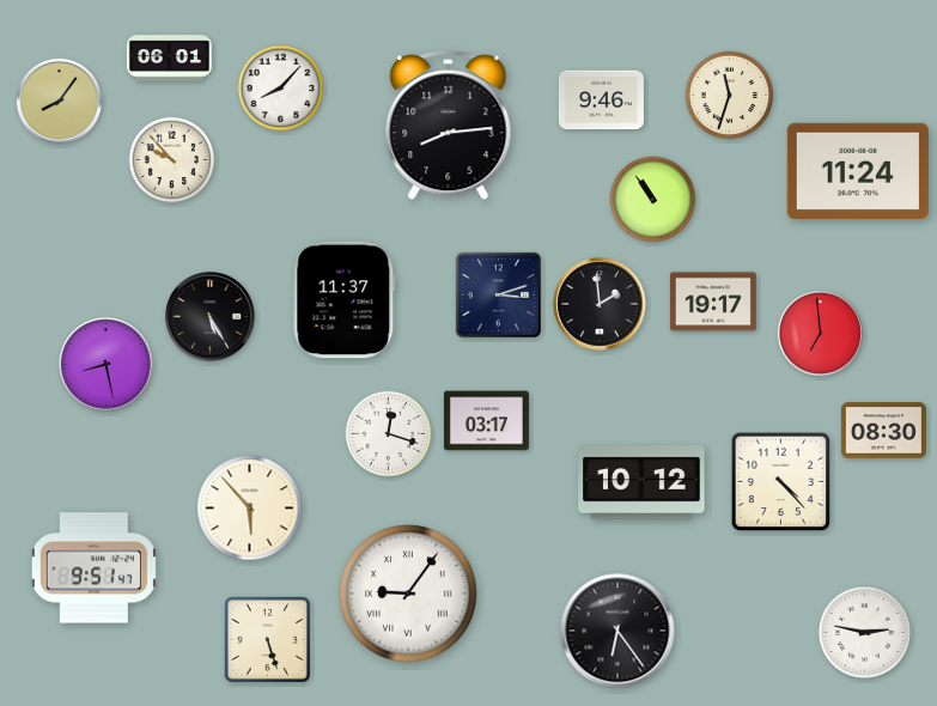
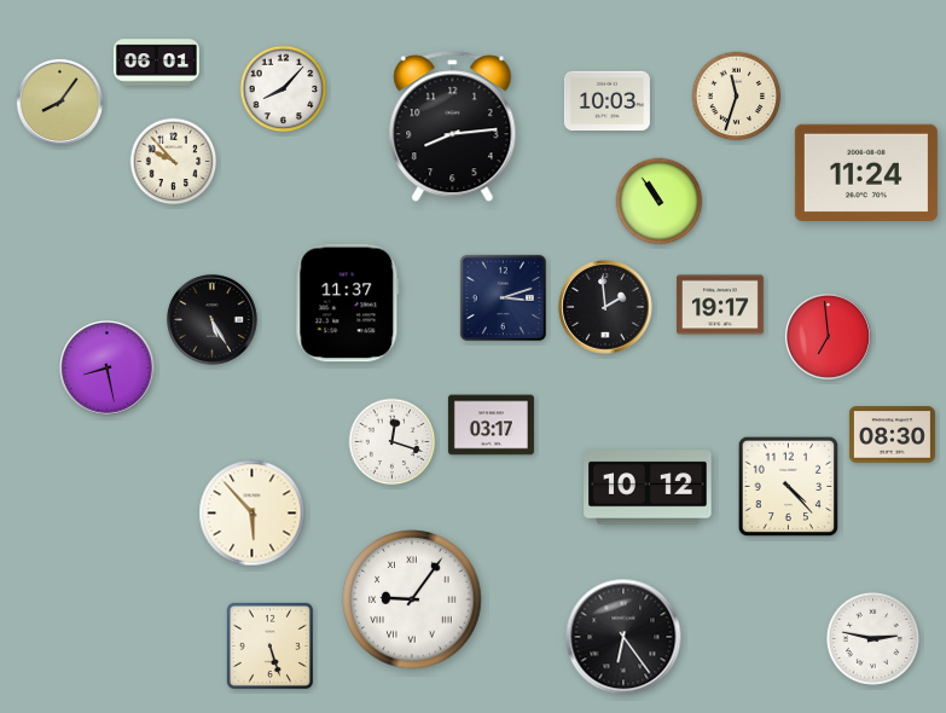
clock at (169, 59) position: (169, 59) -> (156, 63)
clock at (601, 101): 9:46 -> 10:03
clock at (389, 434) position: (389, 434) -> (393, 442)
clock at (93, 568): 9:51 -> none
